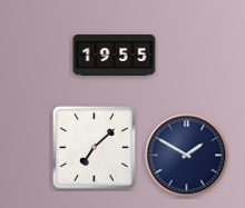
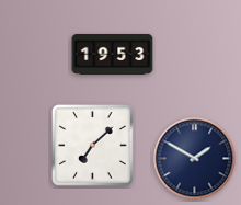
clock at (115, 55): 19:55 -> 19:53
clock at (187, 156) position: (187, 156) -> (195, 159)
